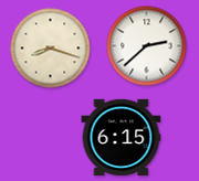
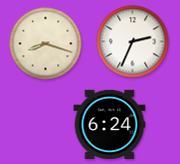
clock at (147, 46): 2:38 -> 2:34
clock at (122, 138): 6:15 -> 6:24
